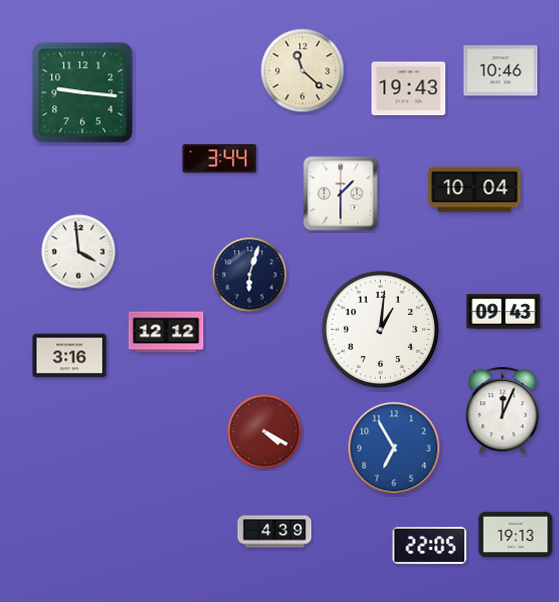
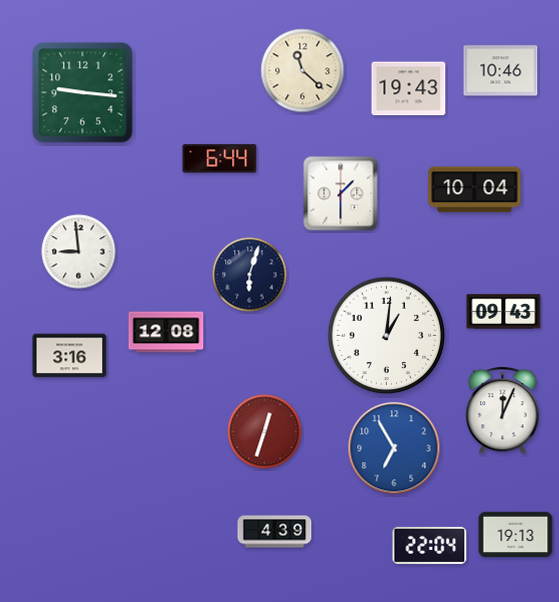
clock at (220, 159): 3:44 -> 6:44
clock at (79, 252): 3:59 -> 8:59
clock at (381, 330) position: (381, 330) -> (387, 336)
clock at (166, 332): 12:12 -> 12:08
clock at (265, 432): 4:20 -> 12:33
clock at (430, 545): 22:05 -> 22:04
